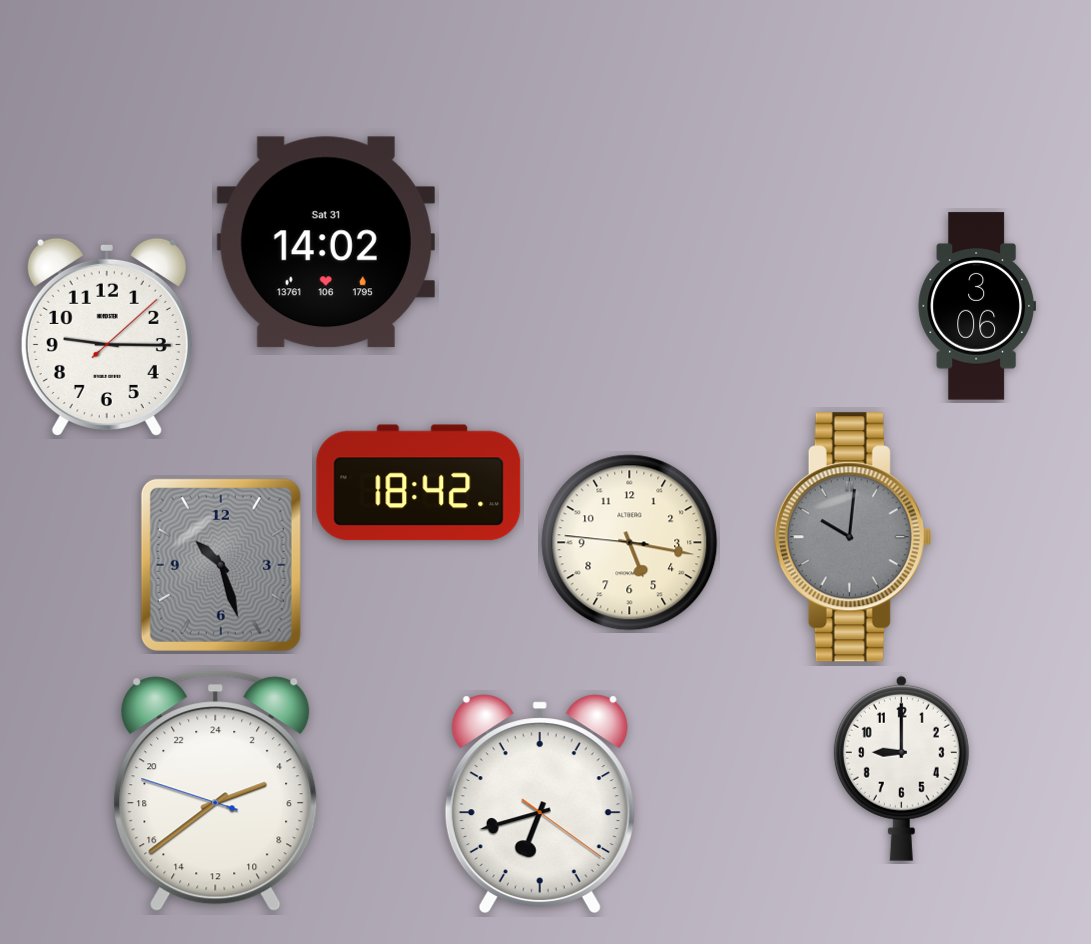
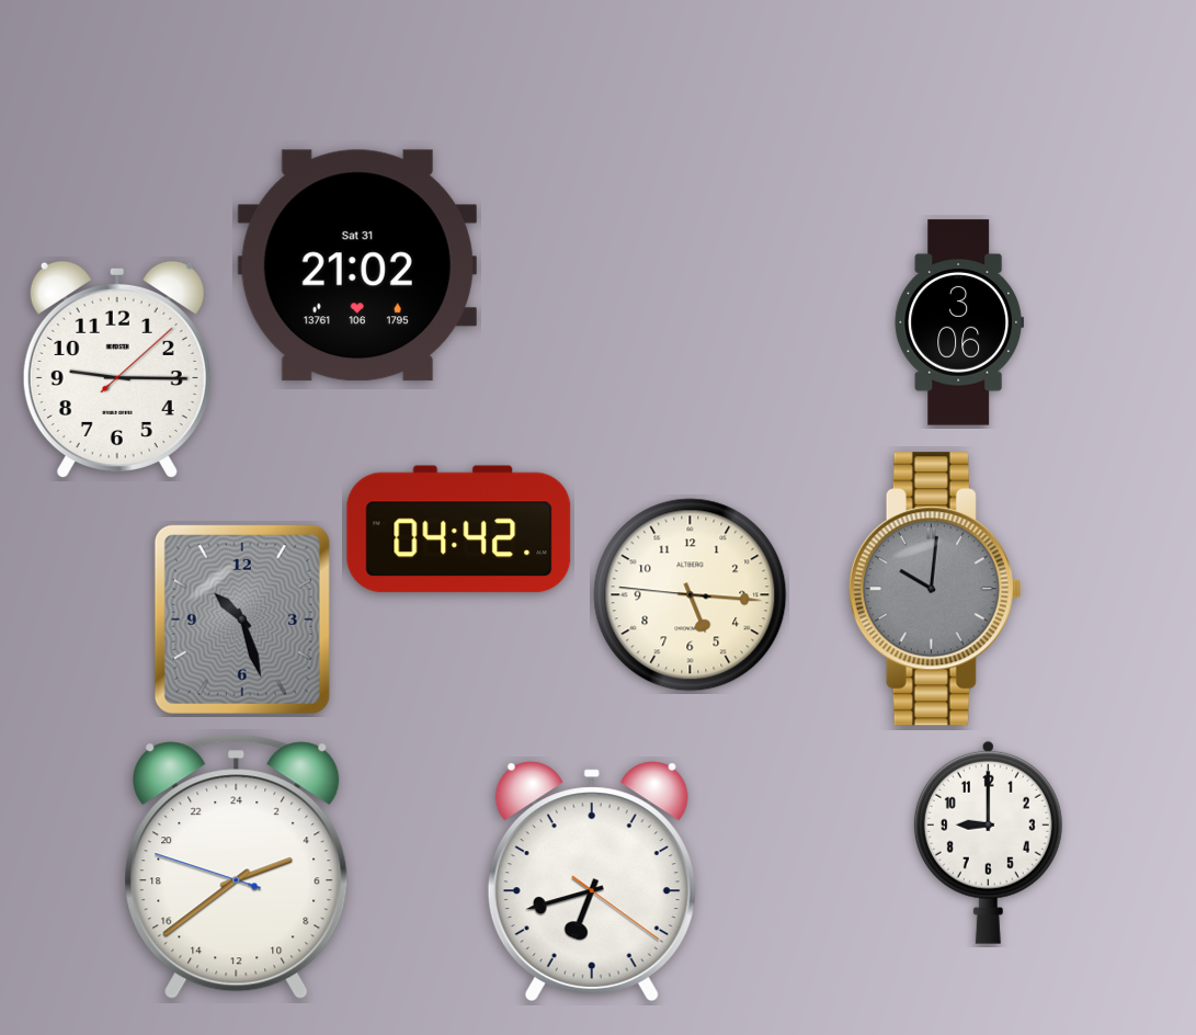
clock at (326, 242): 14:02 -> 21:02
clock at (976, 306) position: (976, 306) -> (958, 322)
clock at (419, 483): 18:42 -> 04:42
clock at (630, 543): 5:16 -> 5:15
